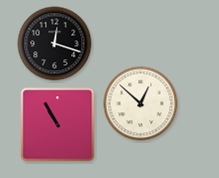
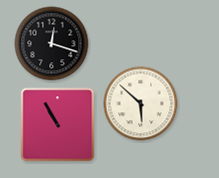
clock at (55, 44) position: (55, 44) -> (52, 44)
clock at (141, 104): 12:52 -> 5:52
